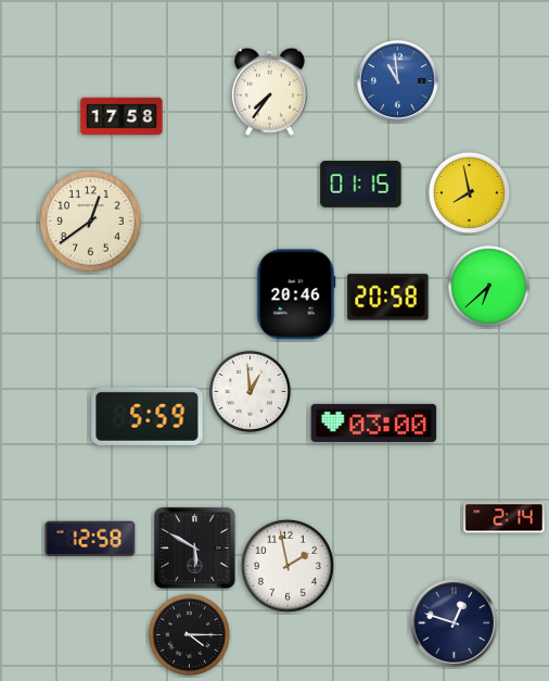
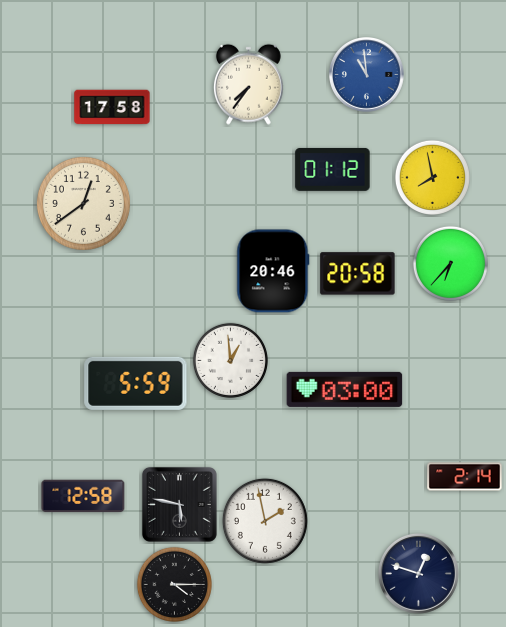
clock at (361, 184): 01:15 -> 01:12
clock at (488, 286): 6:38 -> 6:37
clock at (194, 547): 5:50 -> 5:47
